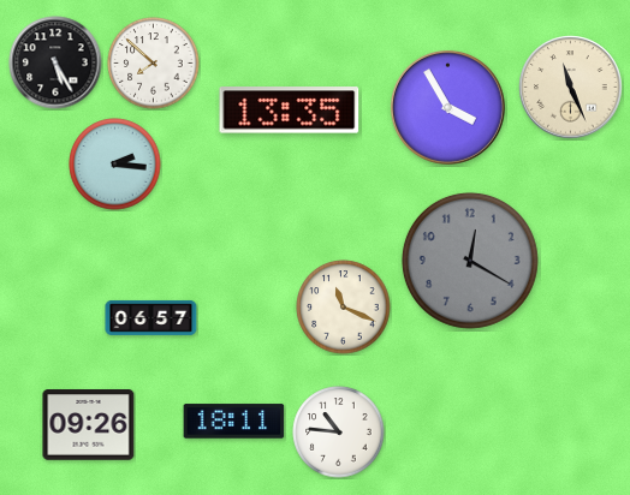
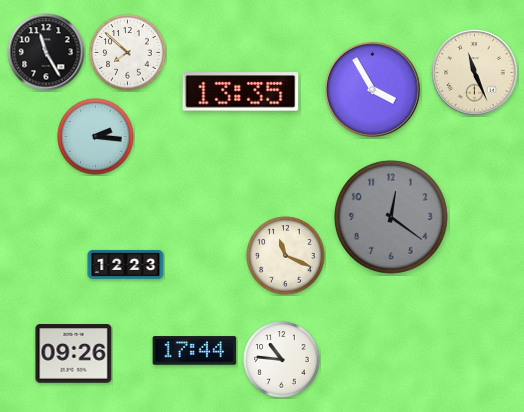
clock at (55, 62): 5:25 -> 11:25
clock at (470, 261): 12:20 -> 12:21
clock at (151, 317): 06:57 -> 12:23
clock at (234, 422): 18:11 -> 17:44
